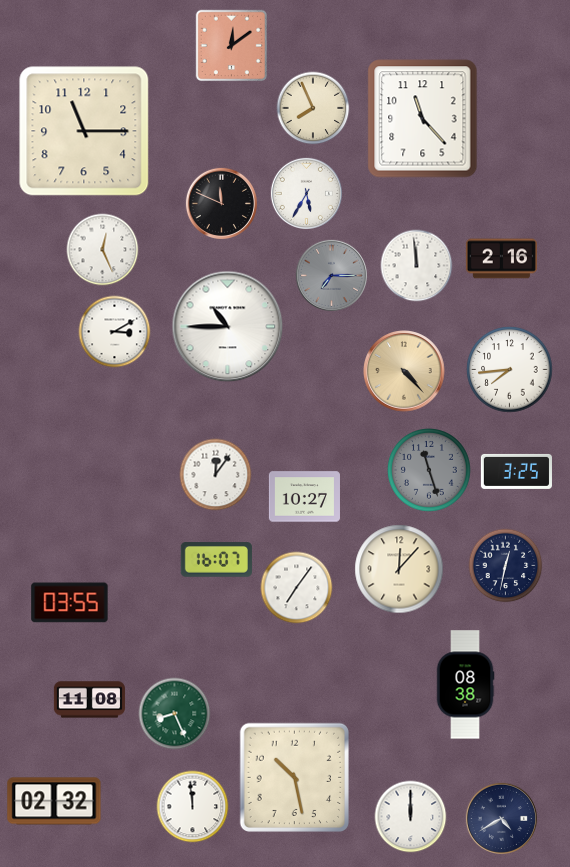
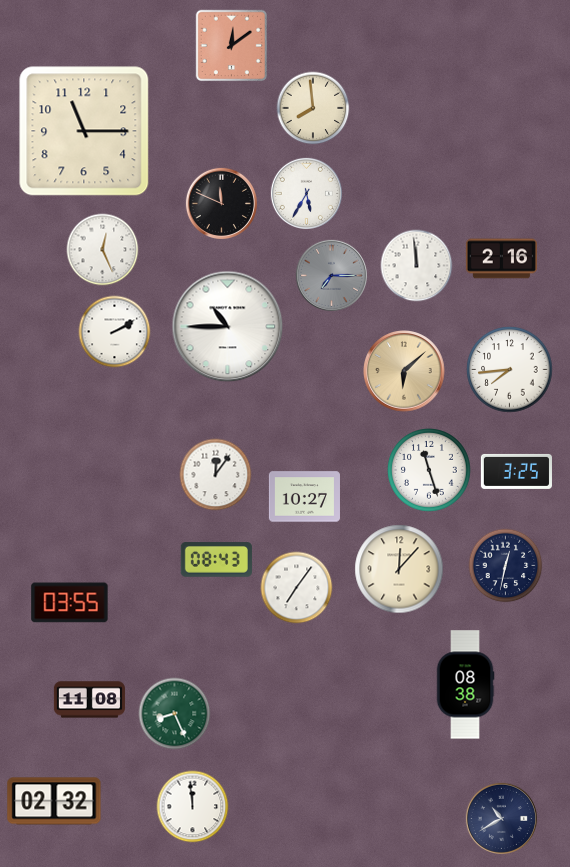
clock at (313, 108): 7:56 -> 7:59
clock at (423, 119): 11:23 -> none
clock at (115, 332): 3:10 -> 2:10
clock at (404, 371): 4:23 -> 6:08
clock at (430, 471) dial: grey -> white
clock at (216, 560): 16:07 -> 08:43
clock at (294, 777): 10:28 -> none
clock at (411, 817): 12:00 -> none
clock at (501, 818): 4:40 -> 10:40
